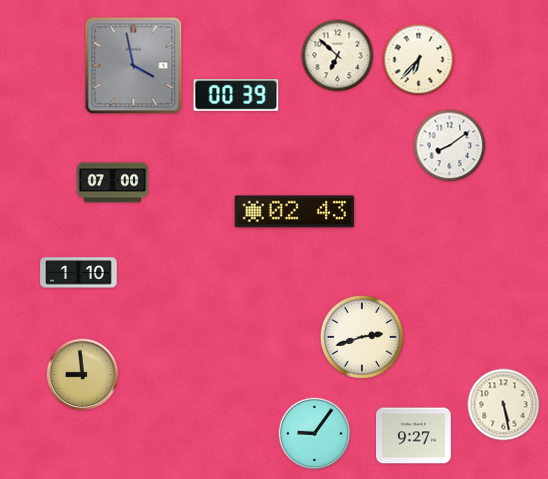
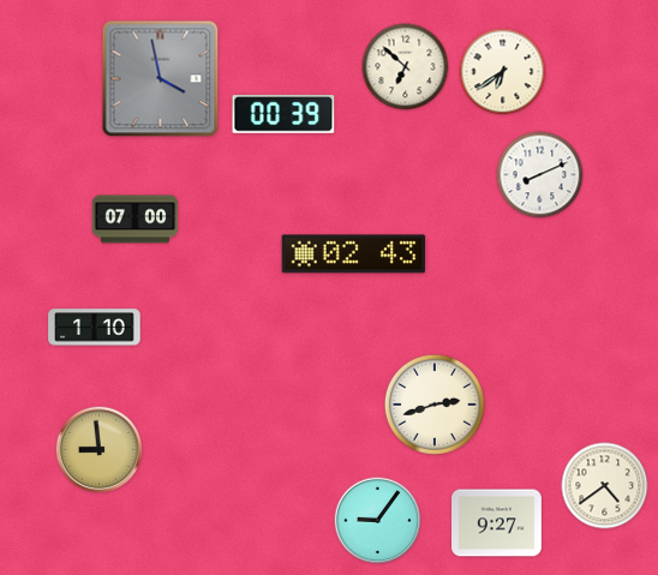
clock at (419, 60): 6:37 -> 6:39
clock at (450, 146): 8:09 -> 8:11
clock at (504, 405): 5:28 -> 4:39
